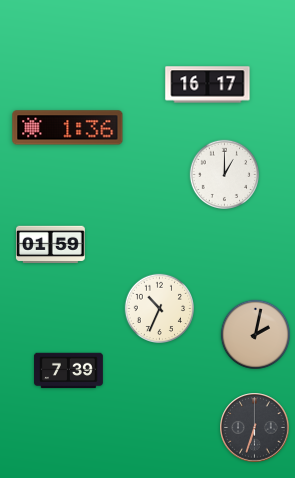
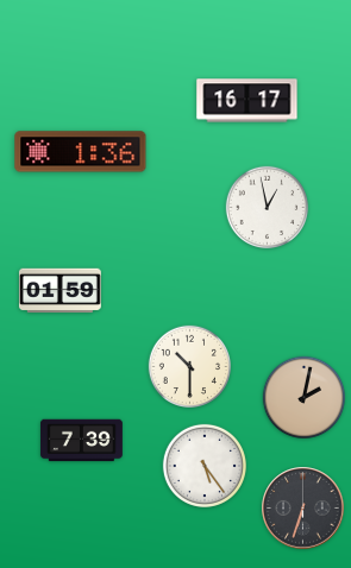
clock at (224, 175): 1:00 -> 12:58
clock at (159, 309): 10:34 -> 10:30
clock at (205, 466): none -> 5:24
